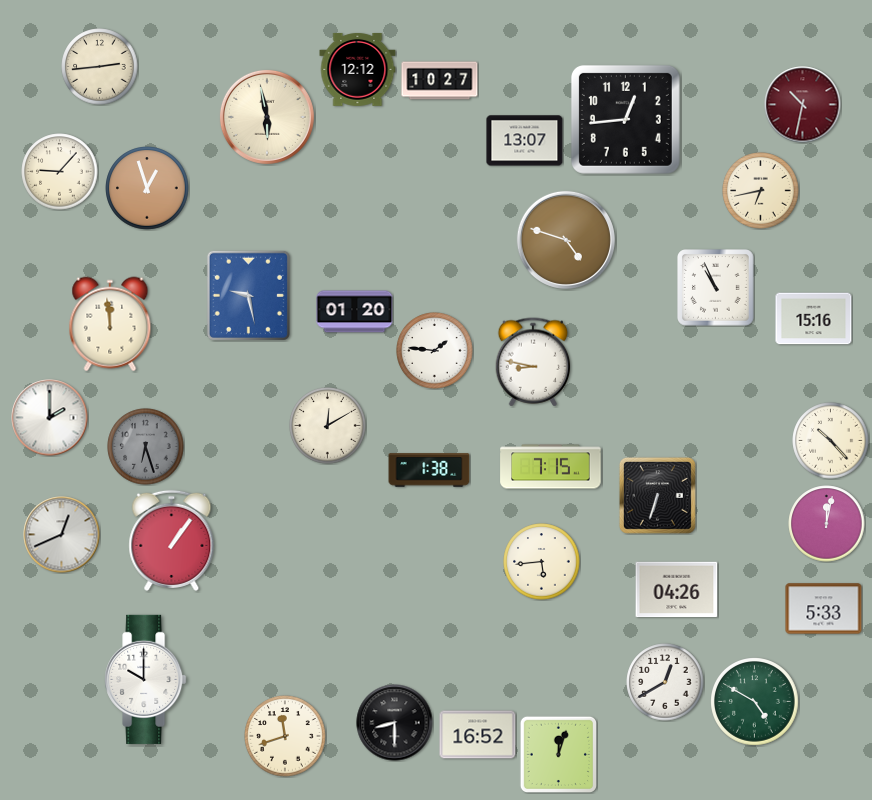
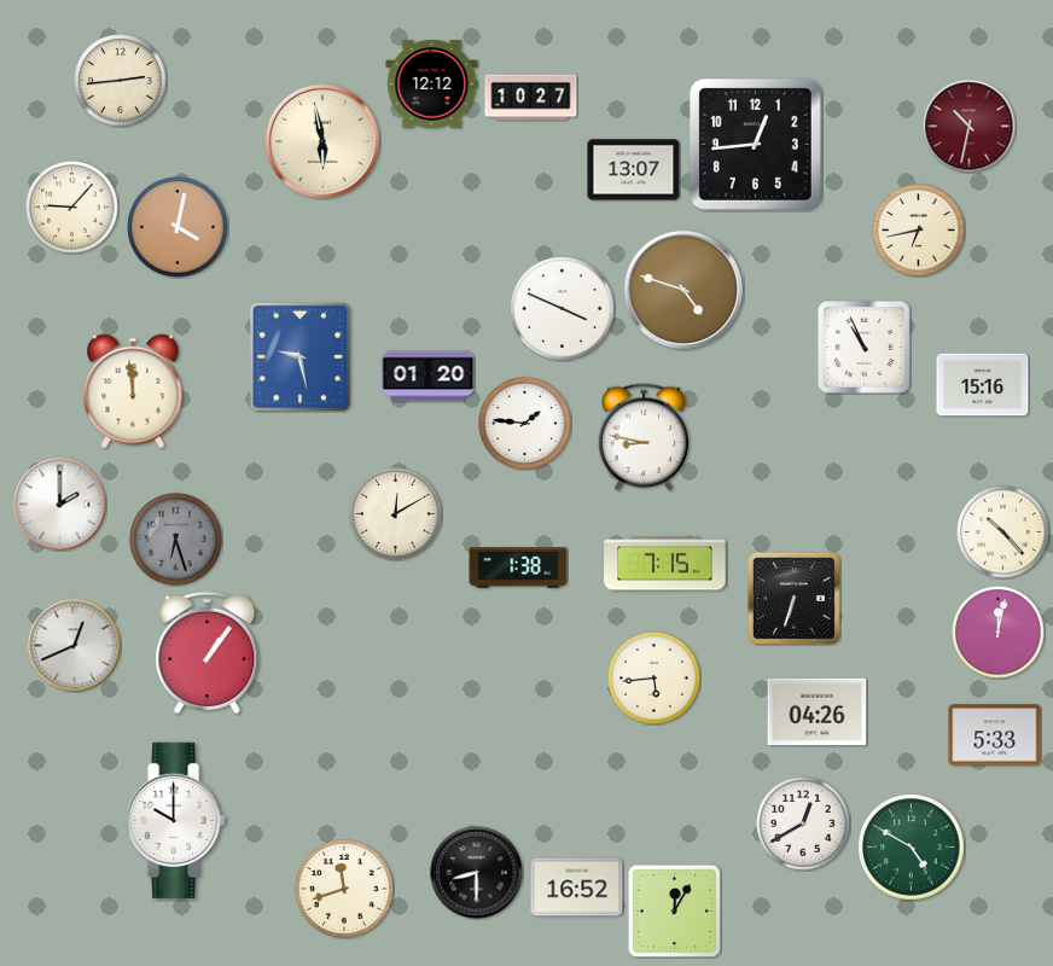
clock at (147, 188): 12:57 -> 4:02
clock at (563, 309): none -> 3:49
clock at (558, 754): 12:03 -> 12:05
